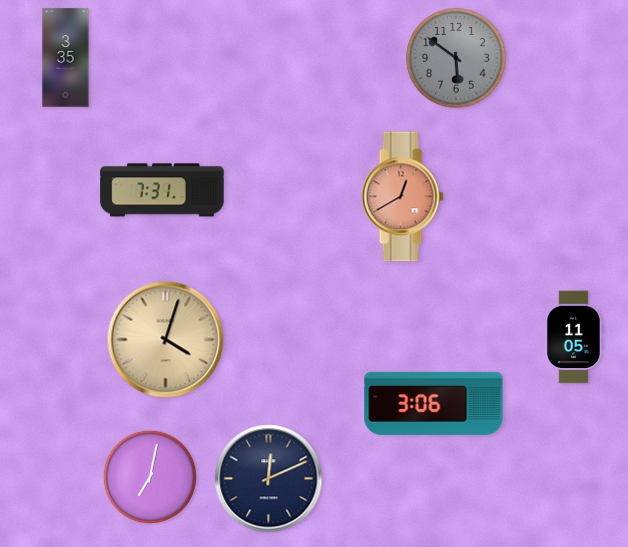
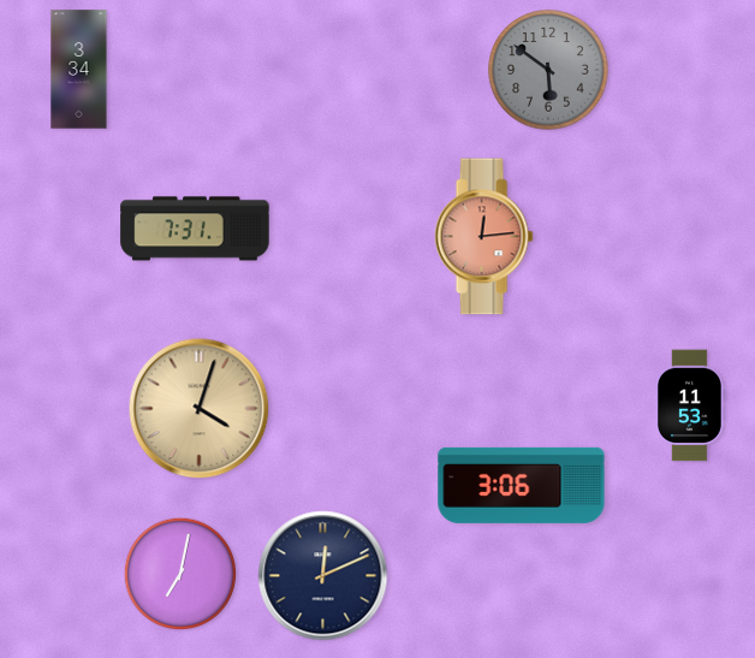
clock at (66, 58): 3:35 -> 3:34
clock at (402, 197): 12:40 -> 12:14
clock at (573, 337): 11:05 -> 11:53
